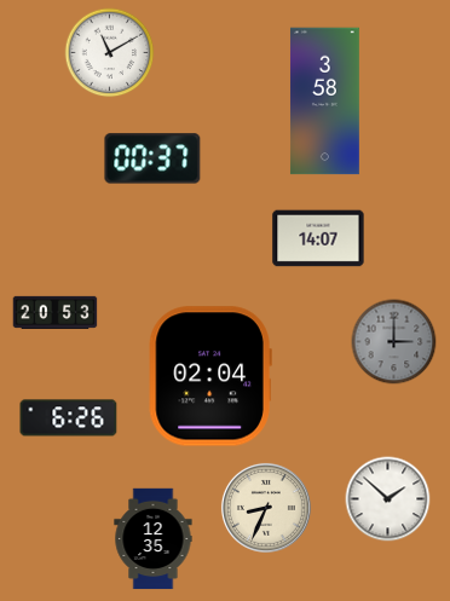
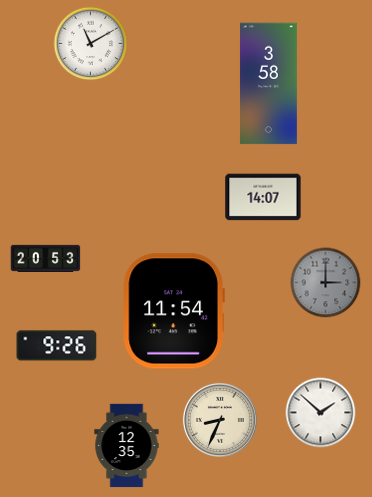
clock at (152, 158): 00:37 -> none
clock at (210, 376): 02:04 -> 11:54
clock at (69, 418): 6:26 -> 9:26
